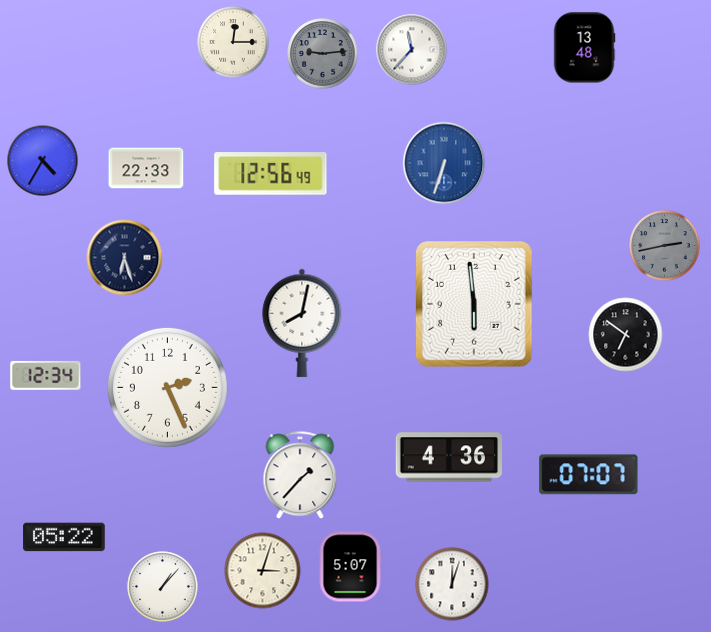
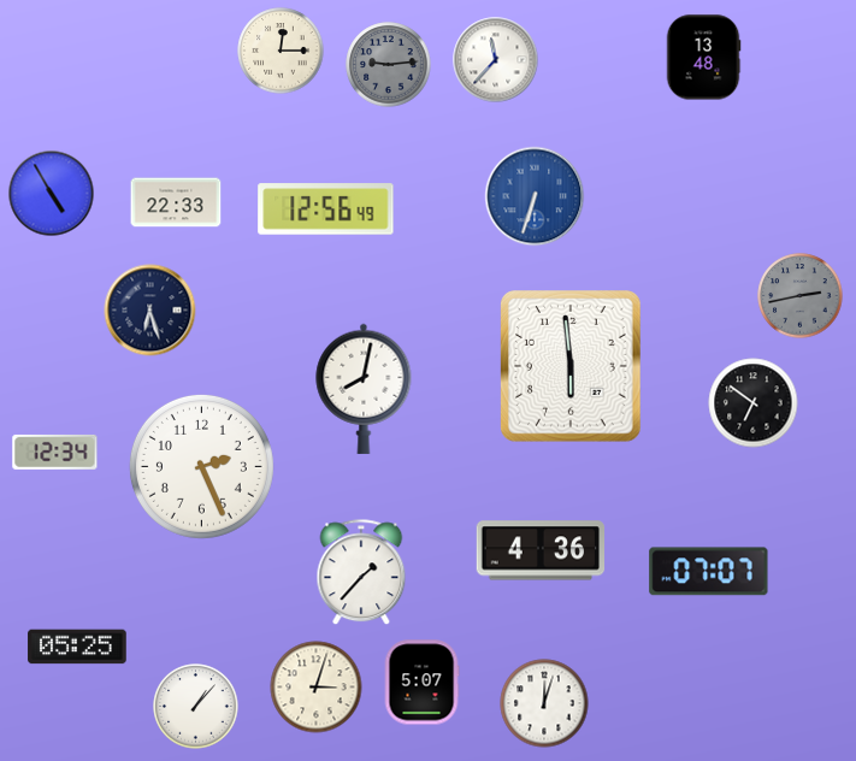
clock at (43, 161): 4:35 -> 4:55
clock at (64, 537): 05:22 -> 05:25
